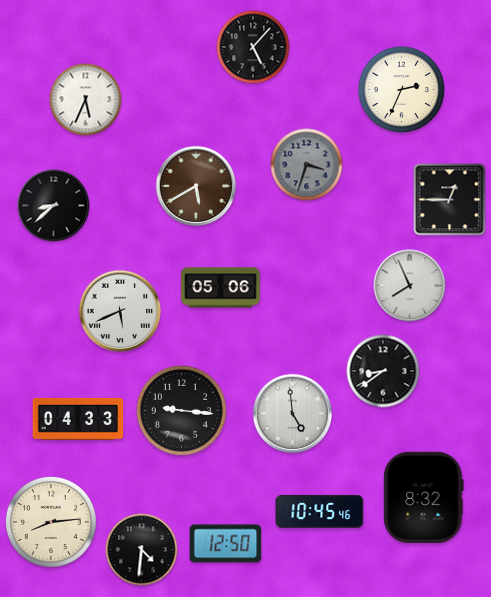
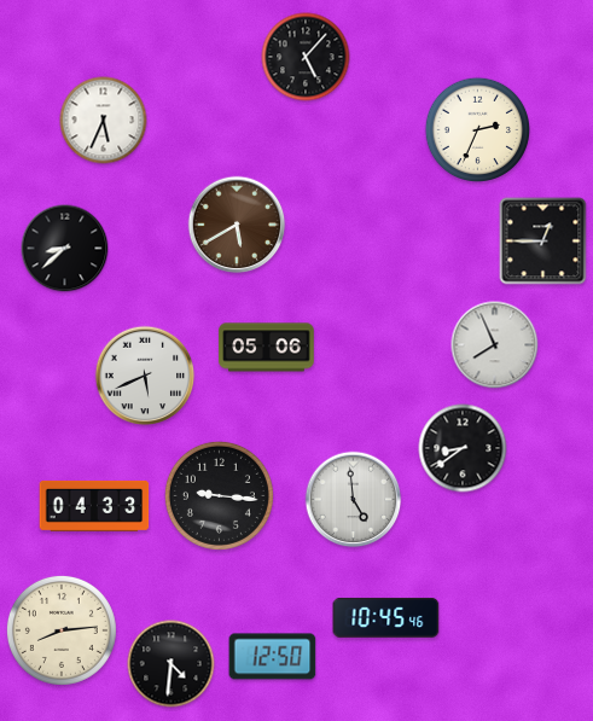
clock at (401, 89) position: (401, 89) -> (477, 129)
clock at (307, 165): 3:33 -> none
clock at (424, 497): 8:32 -> none
